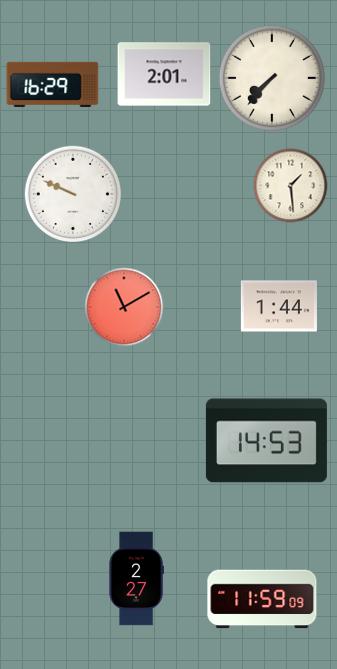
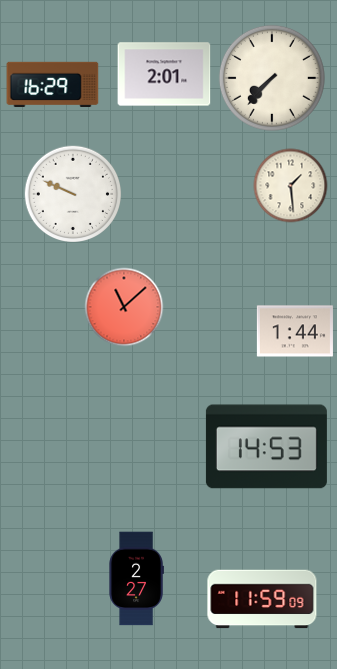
clock at (279, 306) position: (279, 306) -> (295, 331)
clock at (124, 307): 11:10 -> 11:08
clock at (266, 441) position: (266, 441) -> (266, 447)
